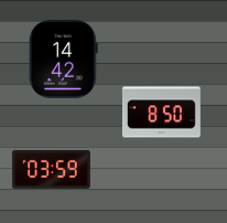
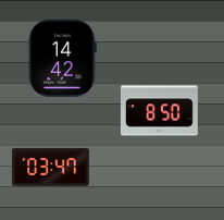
clock at (51, 169): 03:59 -> 03:47
